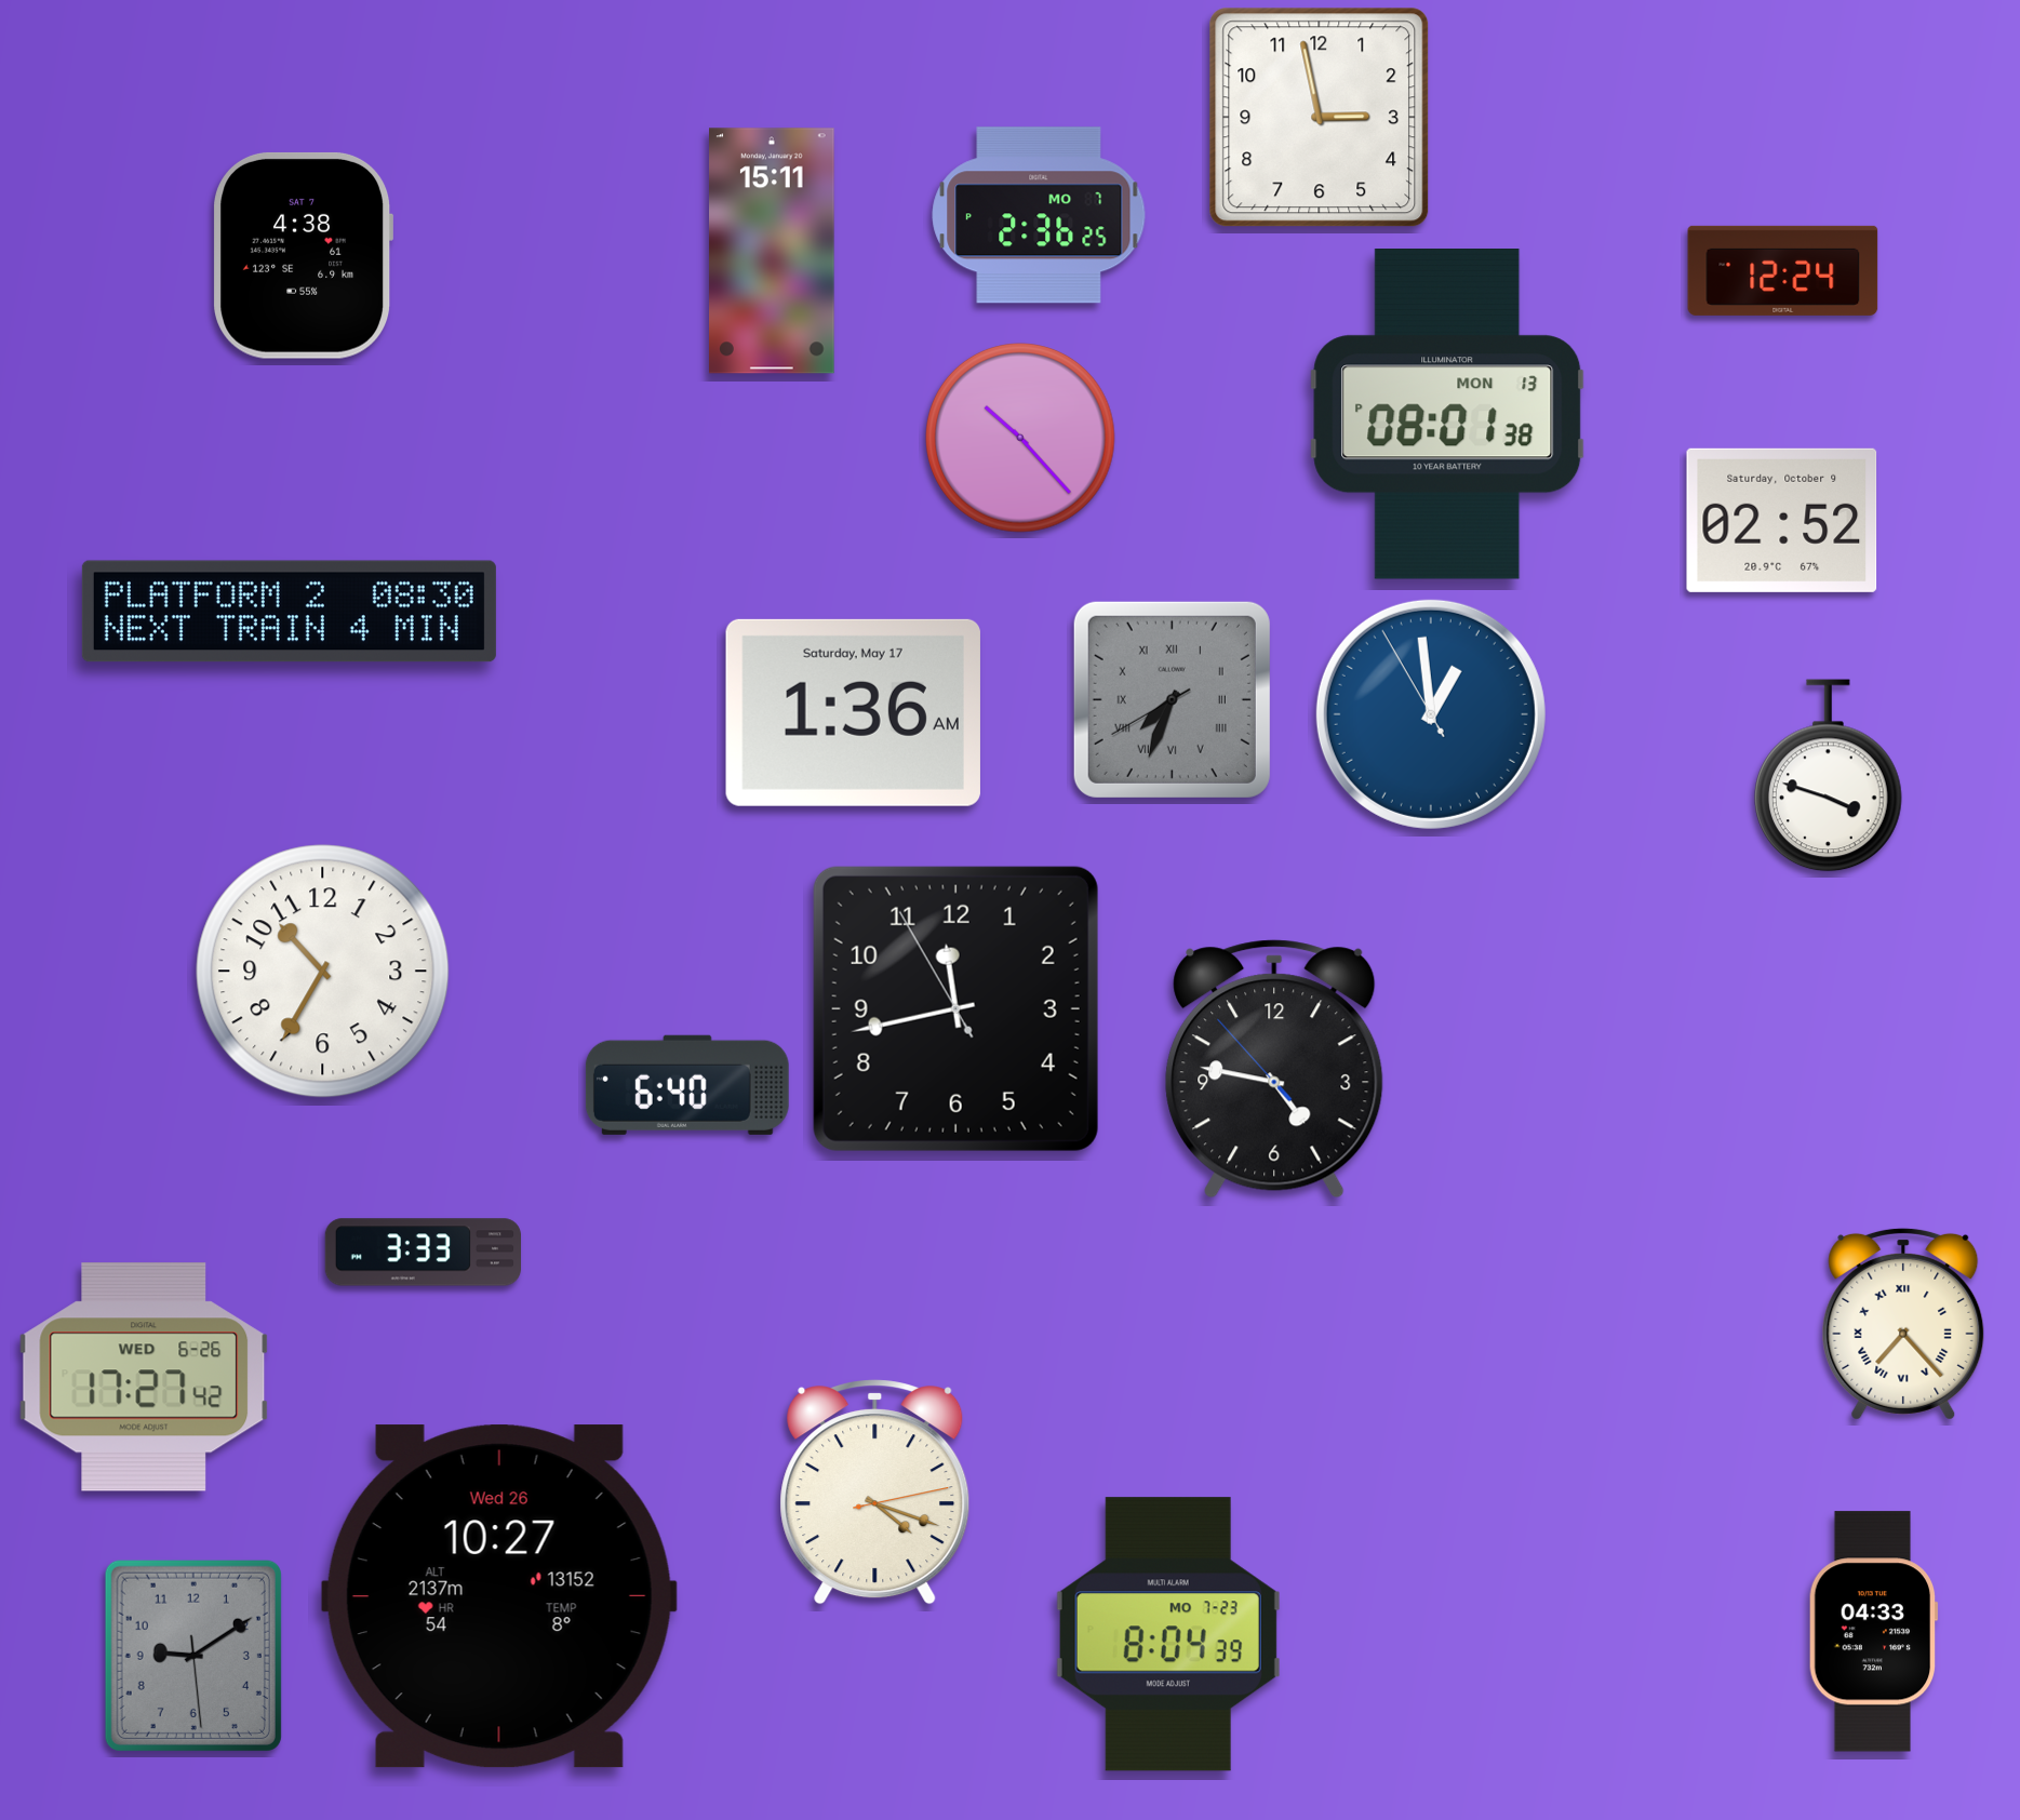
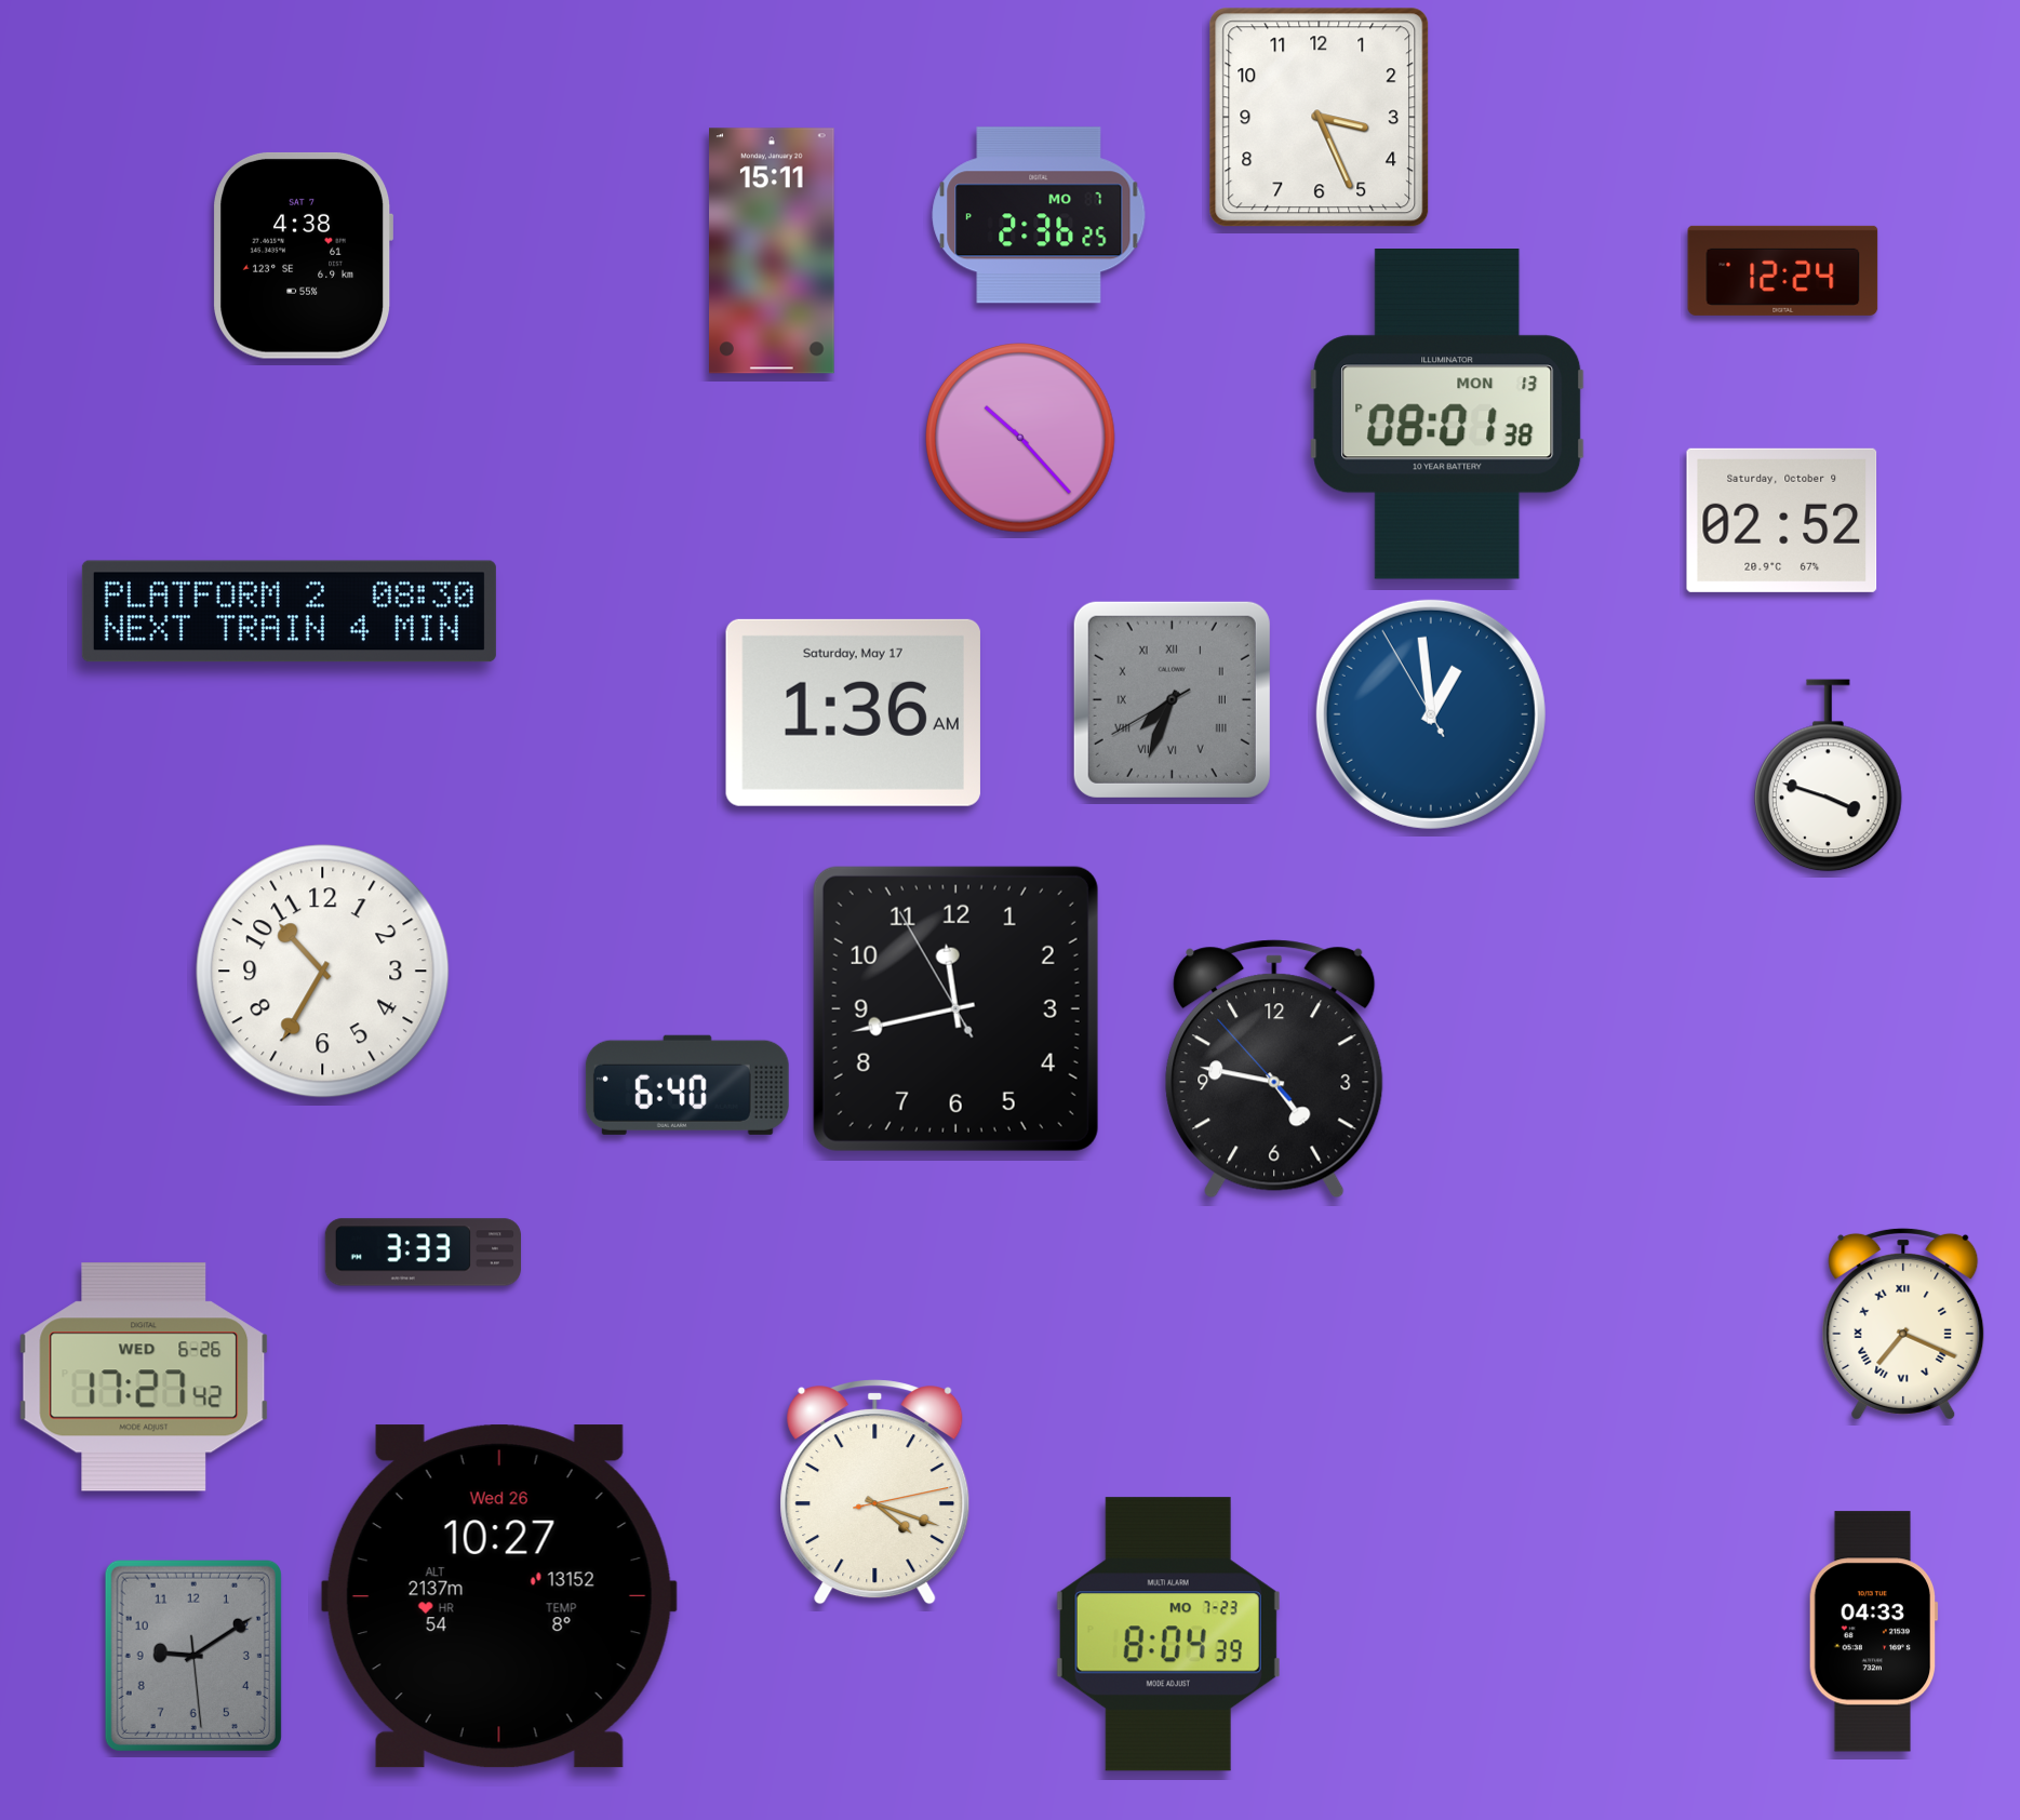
clock at (1320, 118): 2:58 -> 3:26
clock at (1903, 1324): 7:23 -> 7:19
